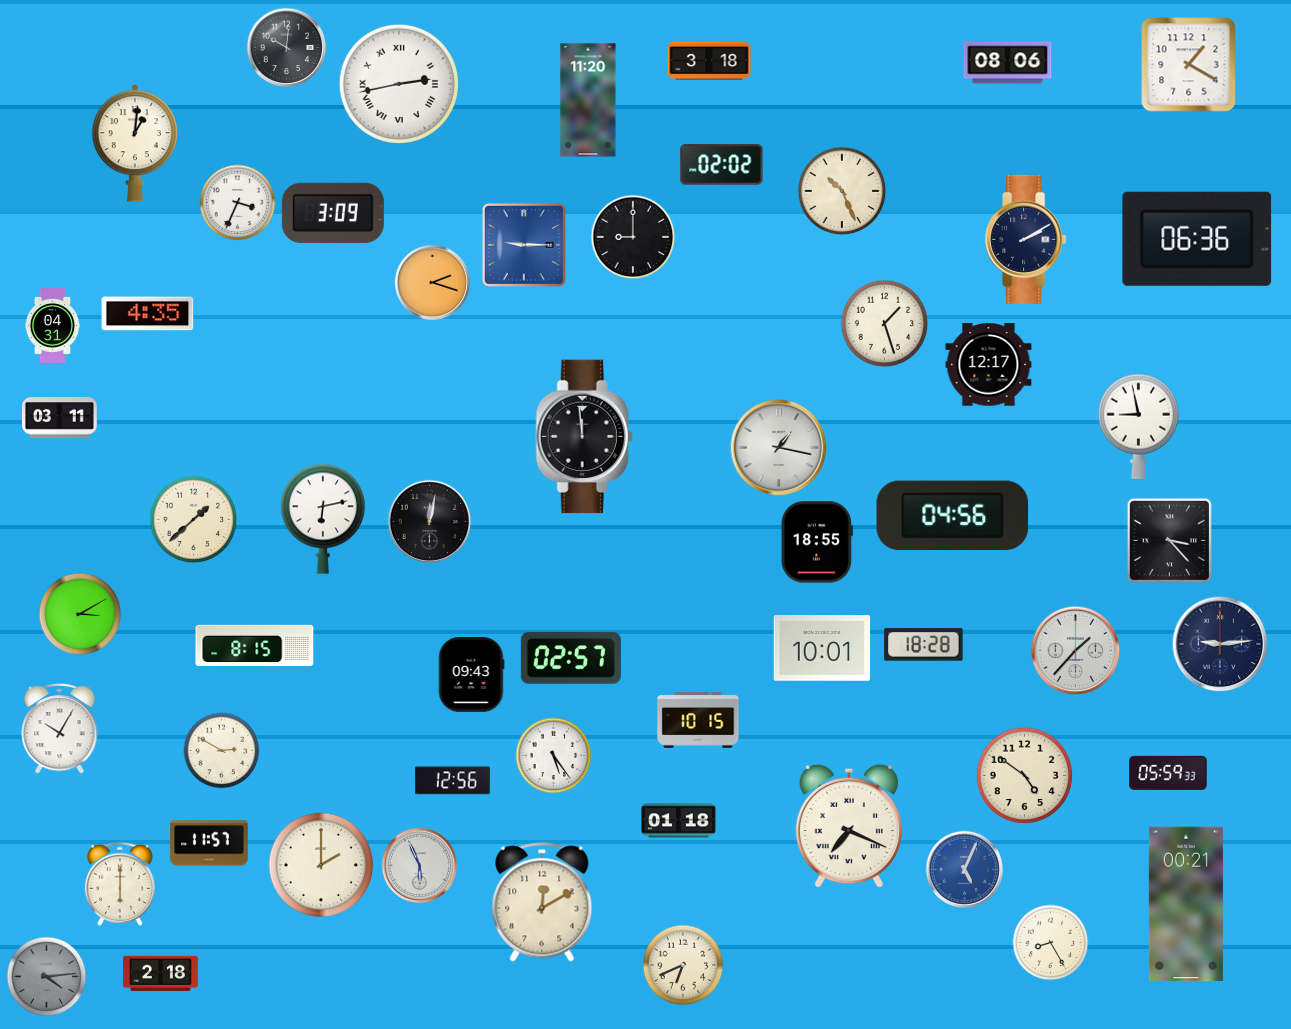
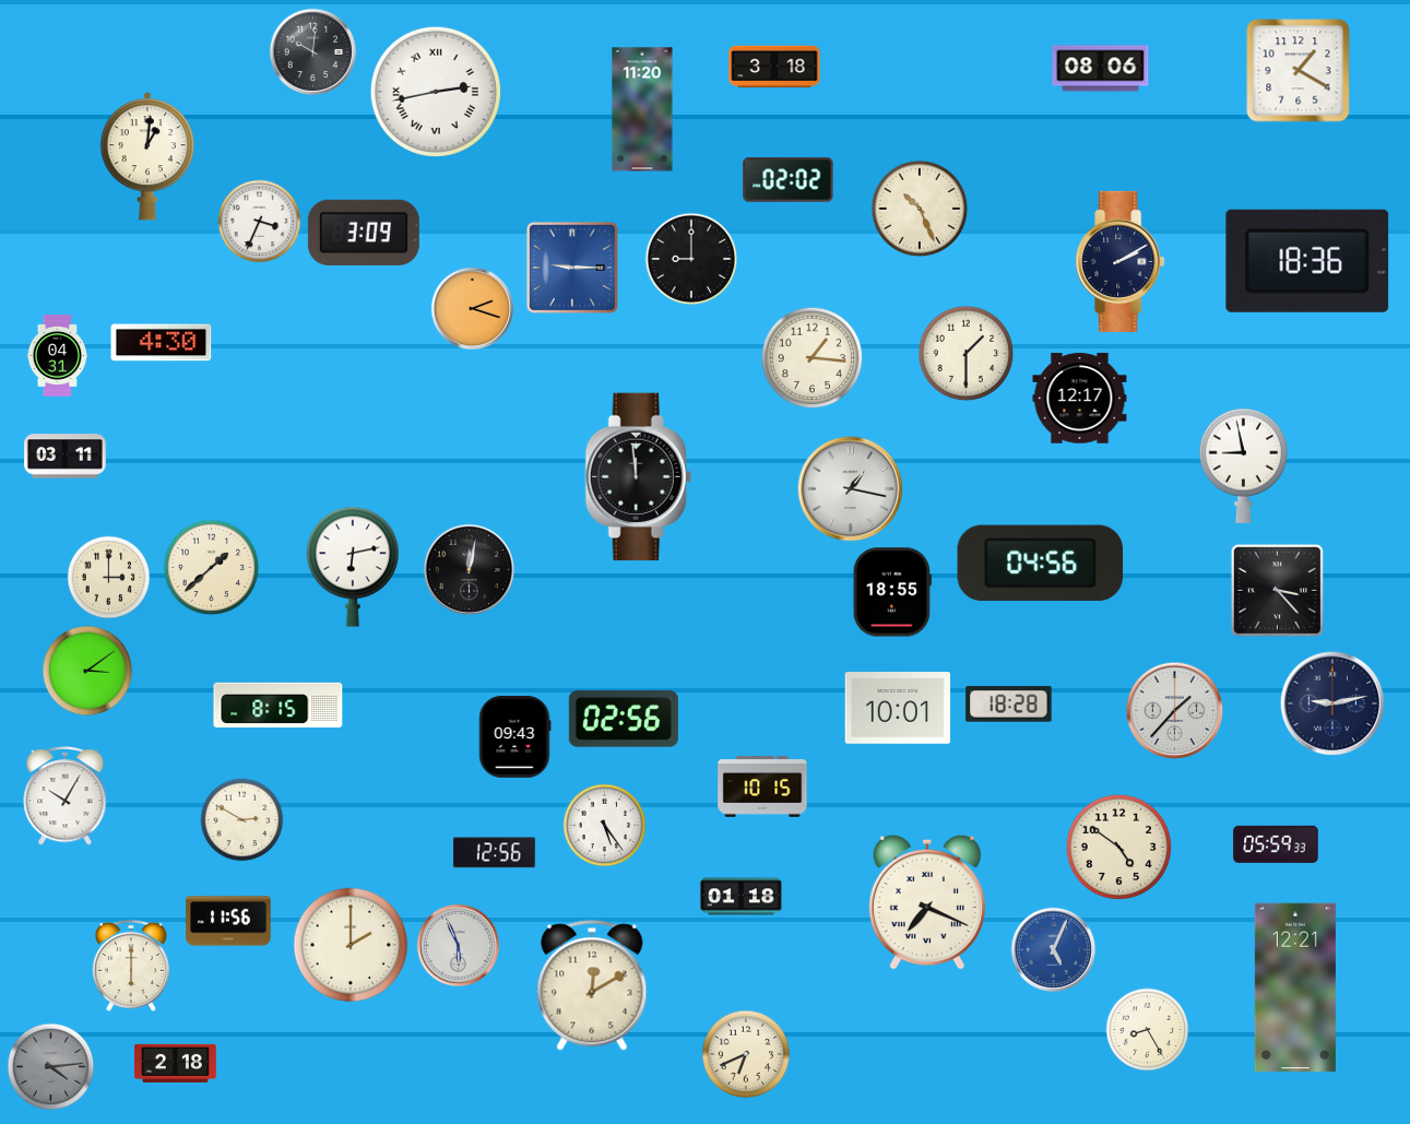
clock at (1197, 239): 06:36 -> 18:36
clock at (148, 314): 4:35 -> 4:30
clock at (885, 324): 1:27 -> 1:30
clock at (813, 358): none -> 1:16
clock at (109, 578): none -> 3:00
clock at (80, 614): 3:10 -> 3:09
clock at (1220, 644): 9:14 -> 9:13
clock at (571, 658): 02:57 -> 02:56
clock at (209, 843): 11:57 -> 11:56
clock at (1186, 904): 00:21 -> 12:21
